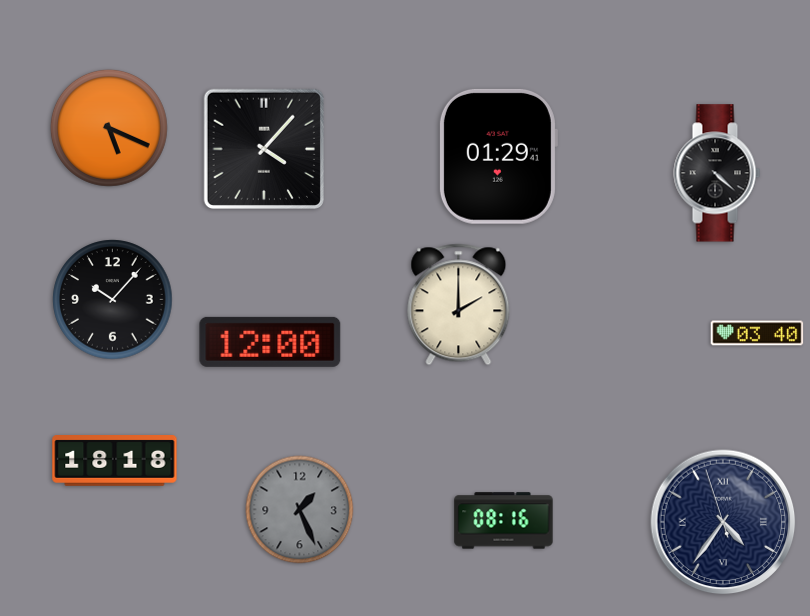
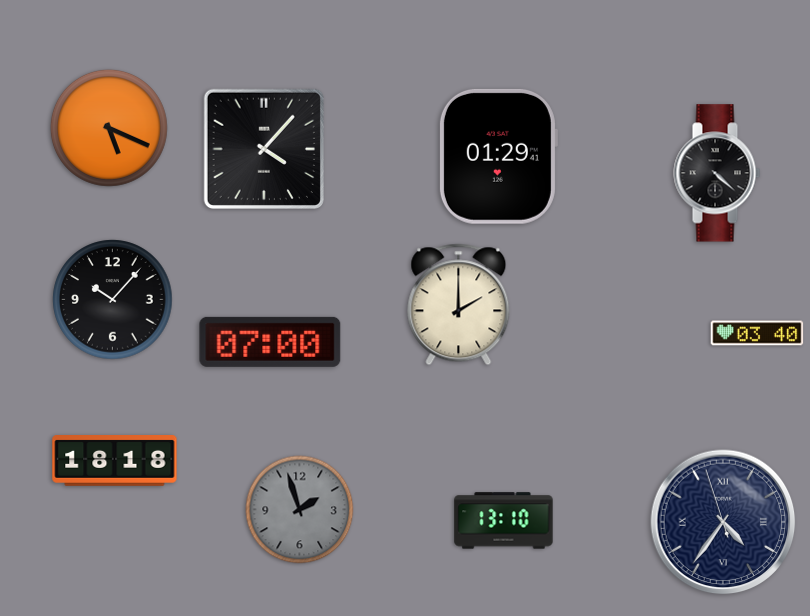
clock at (270, 342): 12:00 -> 07:00
clock at (300, 510): 1:26 -> 1:57
clock at (504, 521): 08:16 -> 13:10
